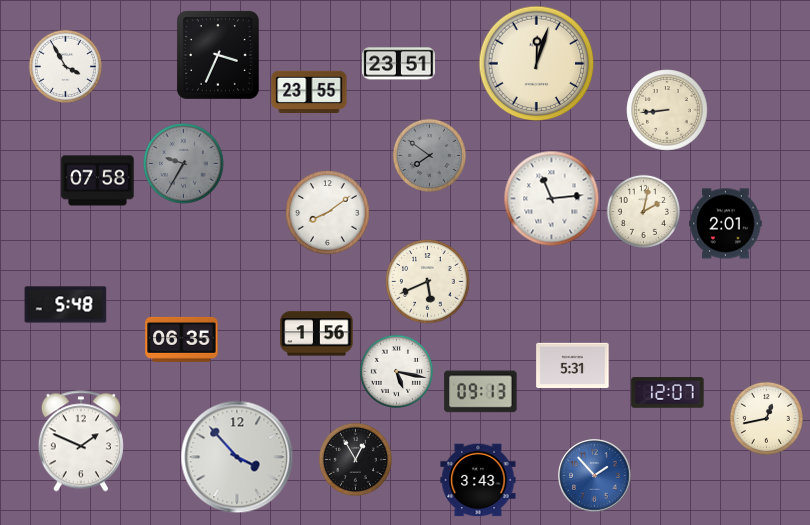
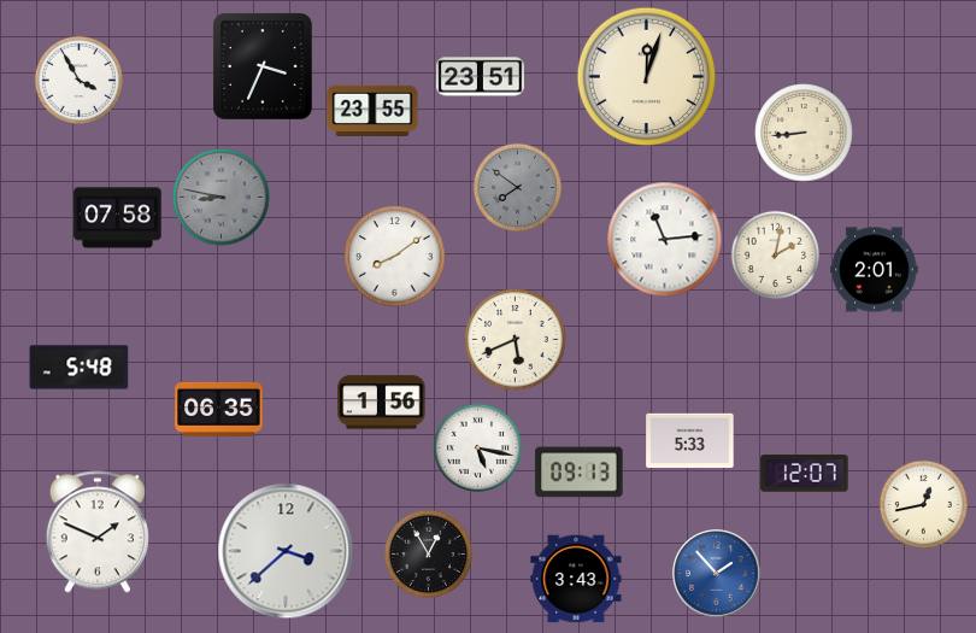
clock at (184, 164): 9:35 -> 8:47
clock at (573, 365): 5:31 -> 5:33
clock at (237, 457): 3:53 -> 3:38
